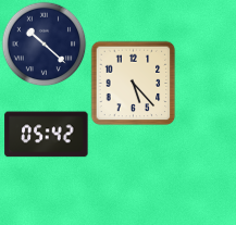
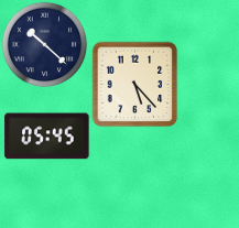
clock at (47, 135): 05:42 -> 05:45
